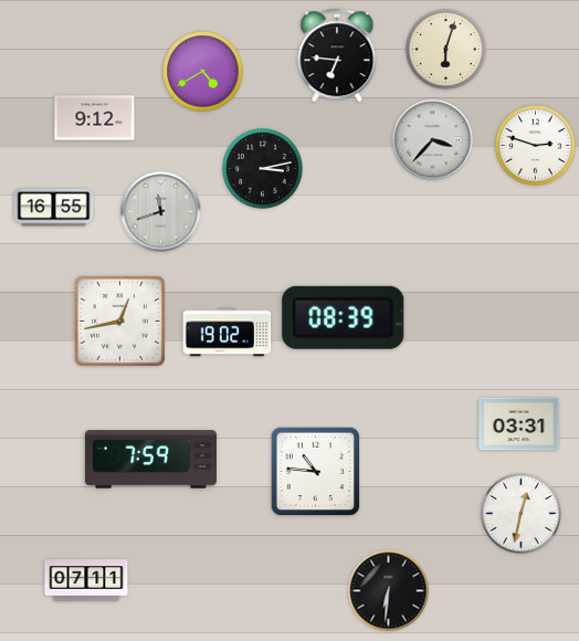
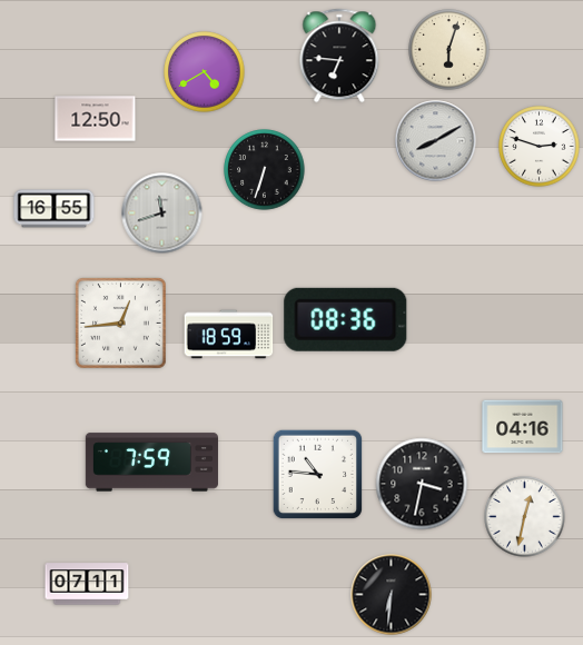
clock at (95, 118): 9:12 -> 12:50
clock at (433, 140): 3:37 -> 8:10
clock at (263, 169): 3:13 -> 6:33
clock at (344, 317): 08:39 -> 08:36
clock at (119, 320): 12:43 -> 12:44
clock at (228, 333): 19:02 -> 18:59
clock at (519, 424): 03:31 -> 04:16
clock at (422, 484): none -> 3:32
